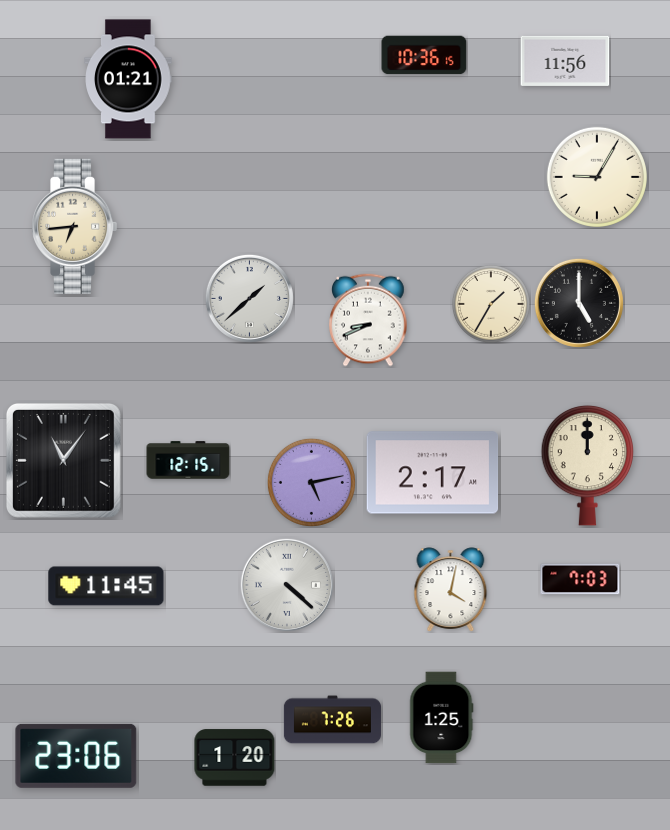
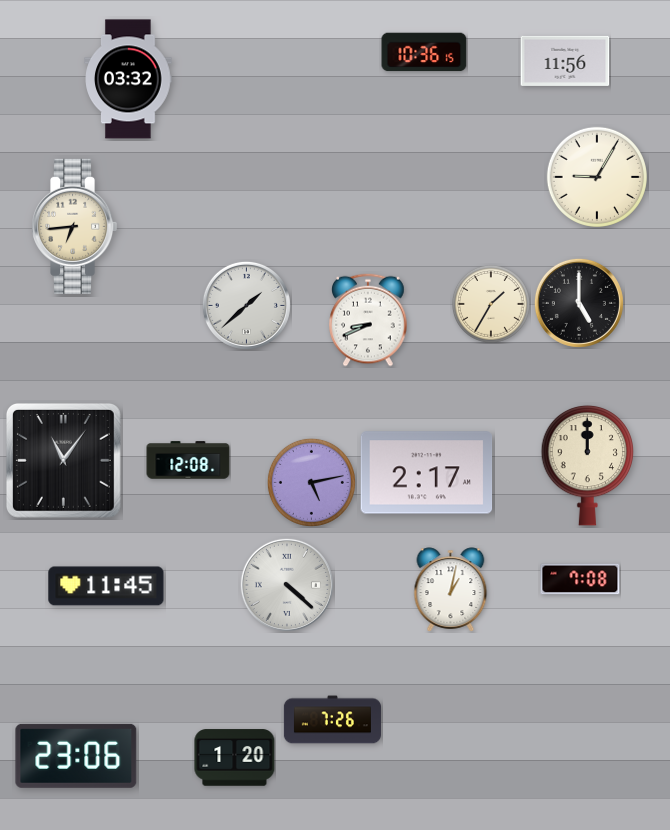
clock at (424, 55) position: (424, 55) -> (424, 52)
clock at (128, 79): 01:21 -> 03:32
clock at (249, 298) position: (249, 298) -> (246, 305)
clock at (188, 460): 12:15 -> 12:08
clock at (433, 473) position: (433, 473) -> (427, 473)
clock at (580, 579): 7:03 -> 7:08
clock at (451, 590): 4:02 -> 1:02
clock at (442, 718): 1:25 -> none
